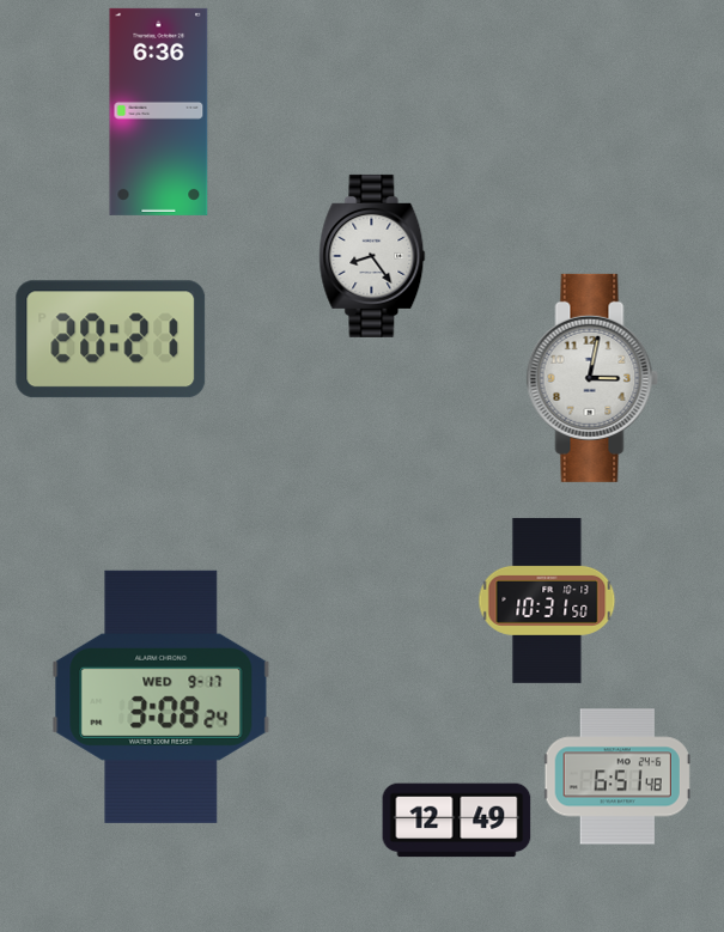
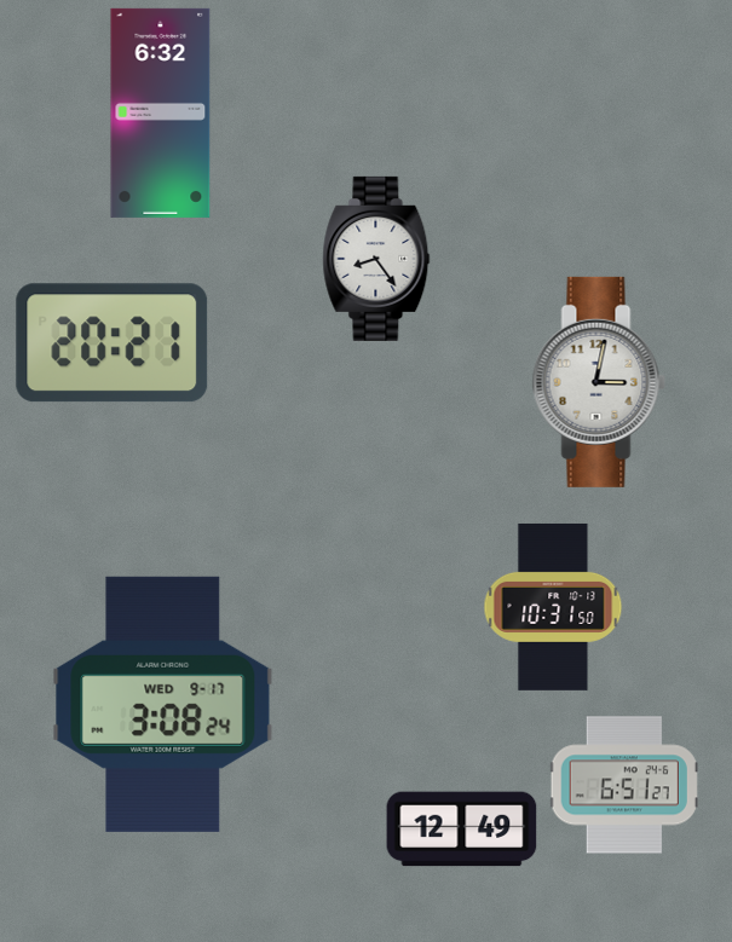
clock at (159, 111): 6:36 -> 6:32
clock at (617, 776): 6:51:48 -> 6:51:27
